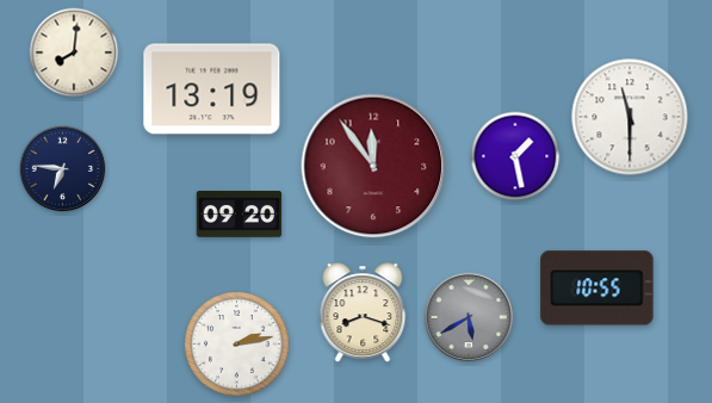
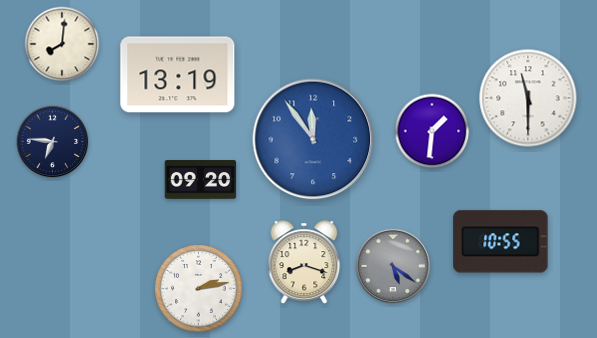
clock at (515, 156): 1:28 -> 1:31
clock at (373, 166) dial: burgundy -> blue
clock at (469, 317): 5:40 -> 5:21
